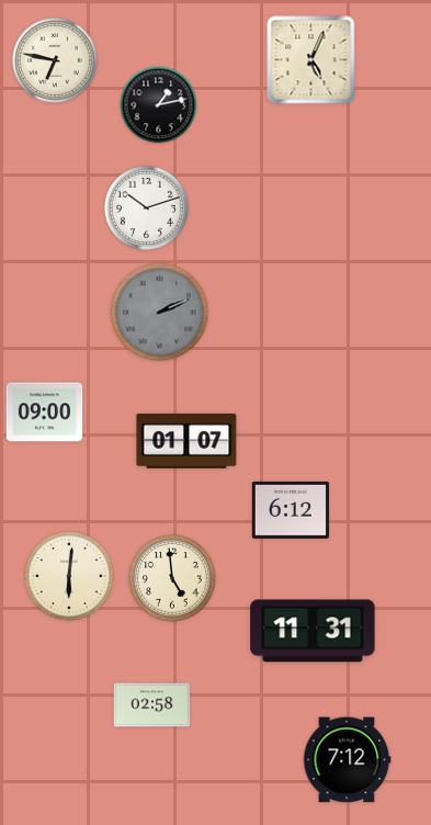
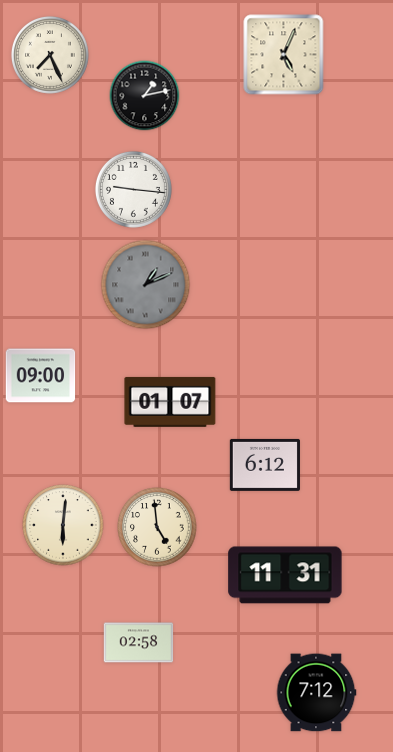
clock at (55, 60): 6:47 -> 7:26
clock at (146, 207): 10:12 -> 9:16
clock at (160, 313): 2:11 -> 1:11
